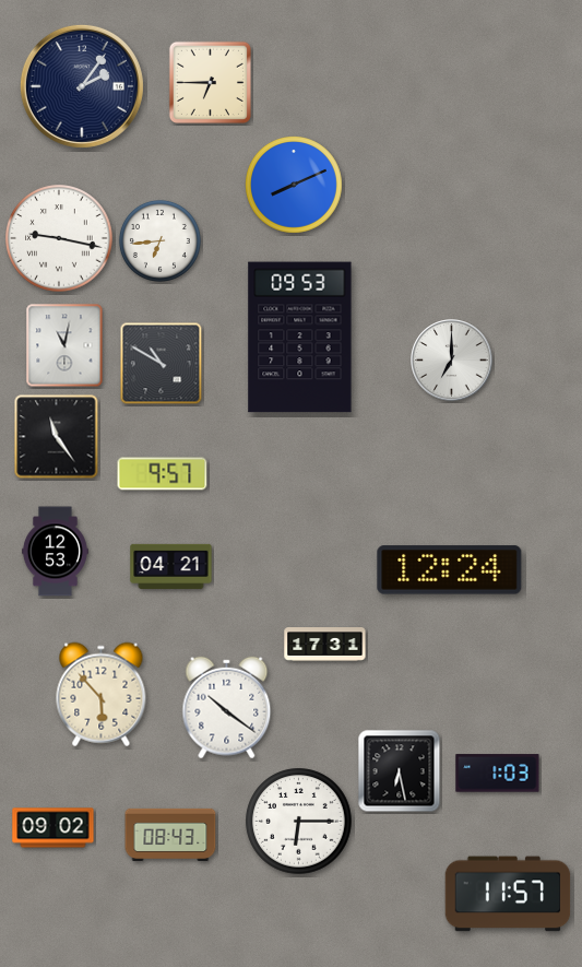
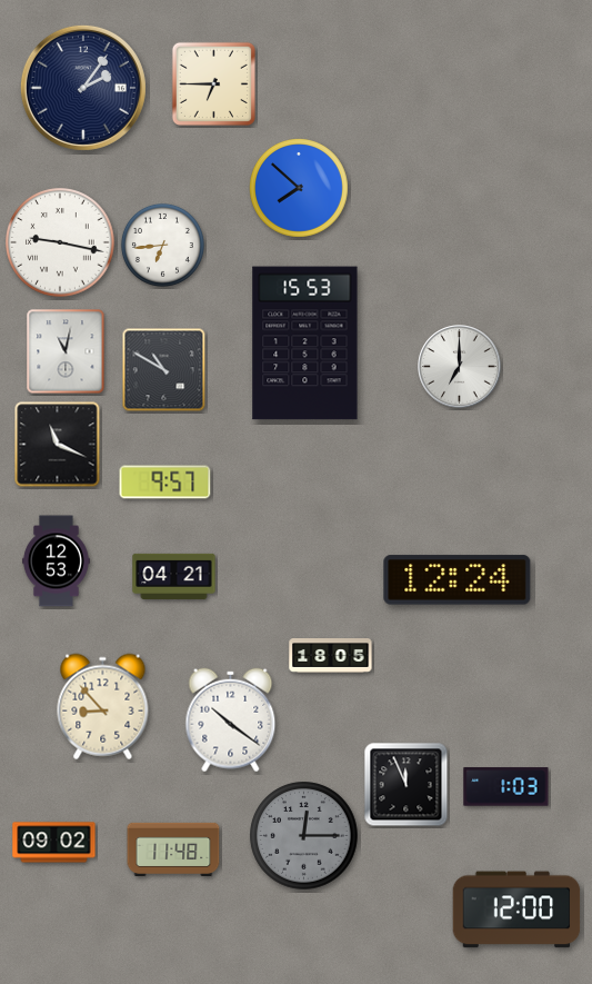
clock at (295, 186): 8:11 -> 7:52
clock at (300, 338): 09:53 -> 15:53
clock at (57, 437): 11:24 -> 11:19
clock at (325, 645): 17:31 -> 18:05
clock at (102, 695): 5:53 -> 8:53
clock at (400, 771): 6:28 -> 11:56
clock at (299, 822): 6:15 -> 12:15
clock at (299, 822) dial: white -> grey
clock at (170, 834): 08:43 -> 11:48
clock at (508, 894): 11:57 -> 12:00
